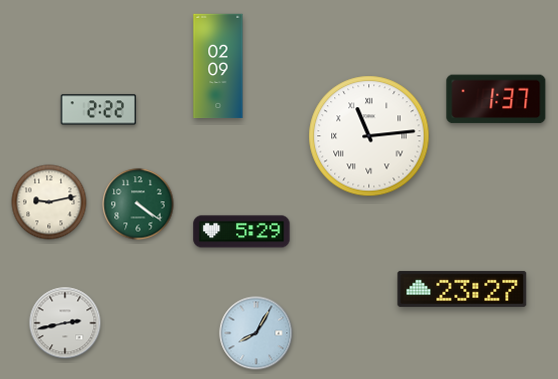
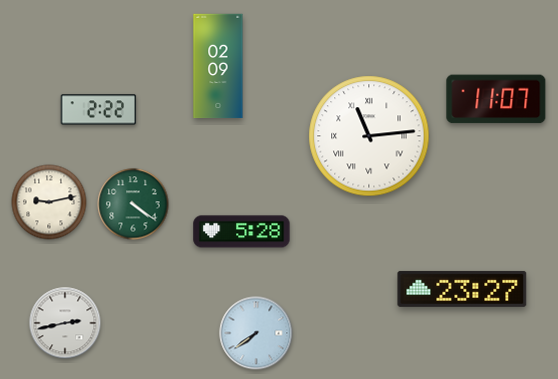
clock at (496, 99): 1:37 -> 11:07
clock at (138, 204) position: (138, 204) -> (133, 204)
clock at (242, 232): 5:29 -> 5:28
clock at (256, 333): 8:05 -> 7:39
